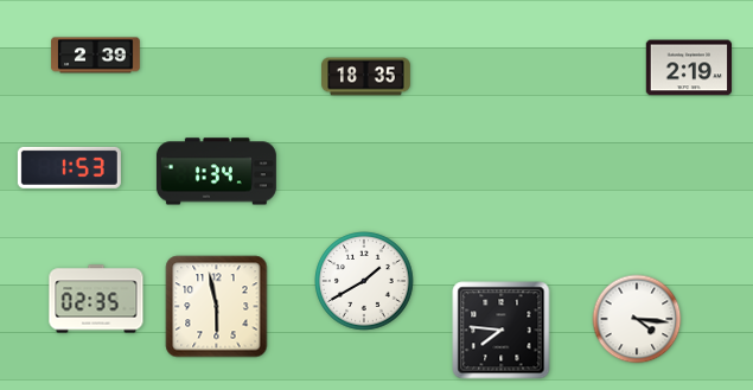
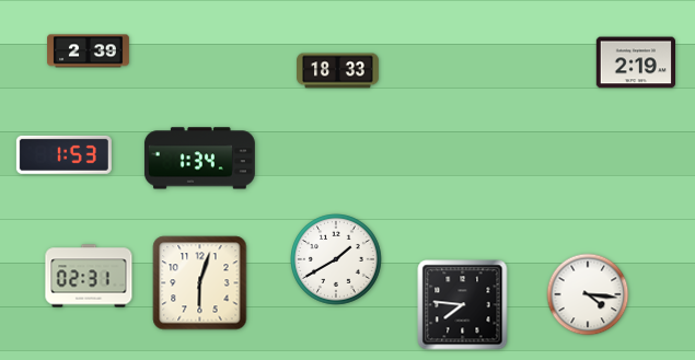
clock at (366, 77): 18:35 -> 18:33
clock at (96, 299): 02:35 -> 02:31
clock at (217, 307): 5:58 -> 6:03
